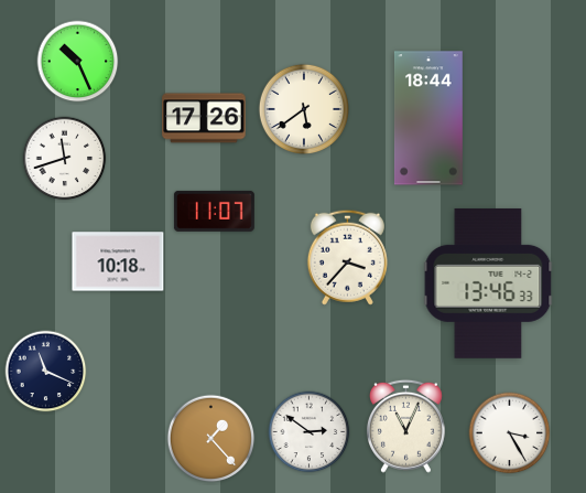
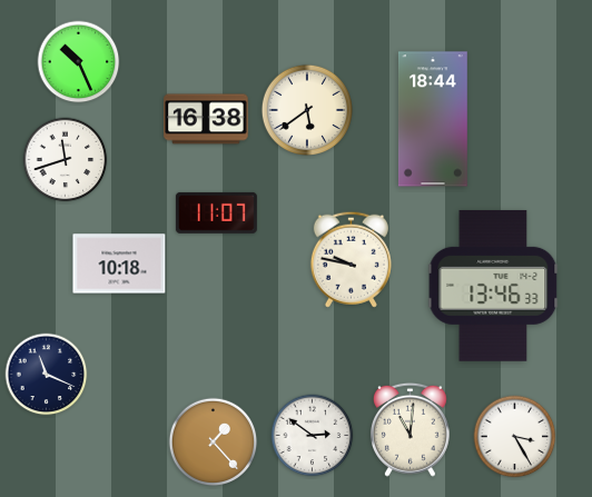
clock at (204, 118): 17:26 -> 16:38
clock at (347, 257): 3:37 -> 9:47
clock at (405, 426): 11:04 -> 11:01
